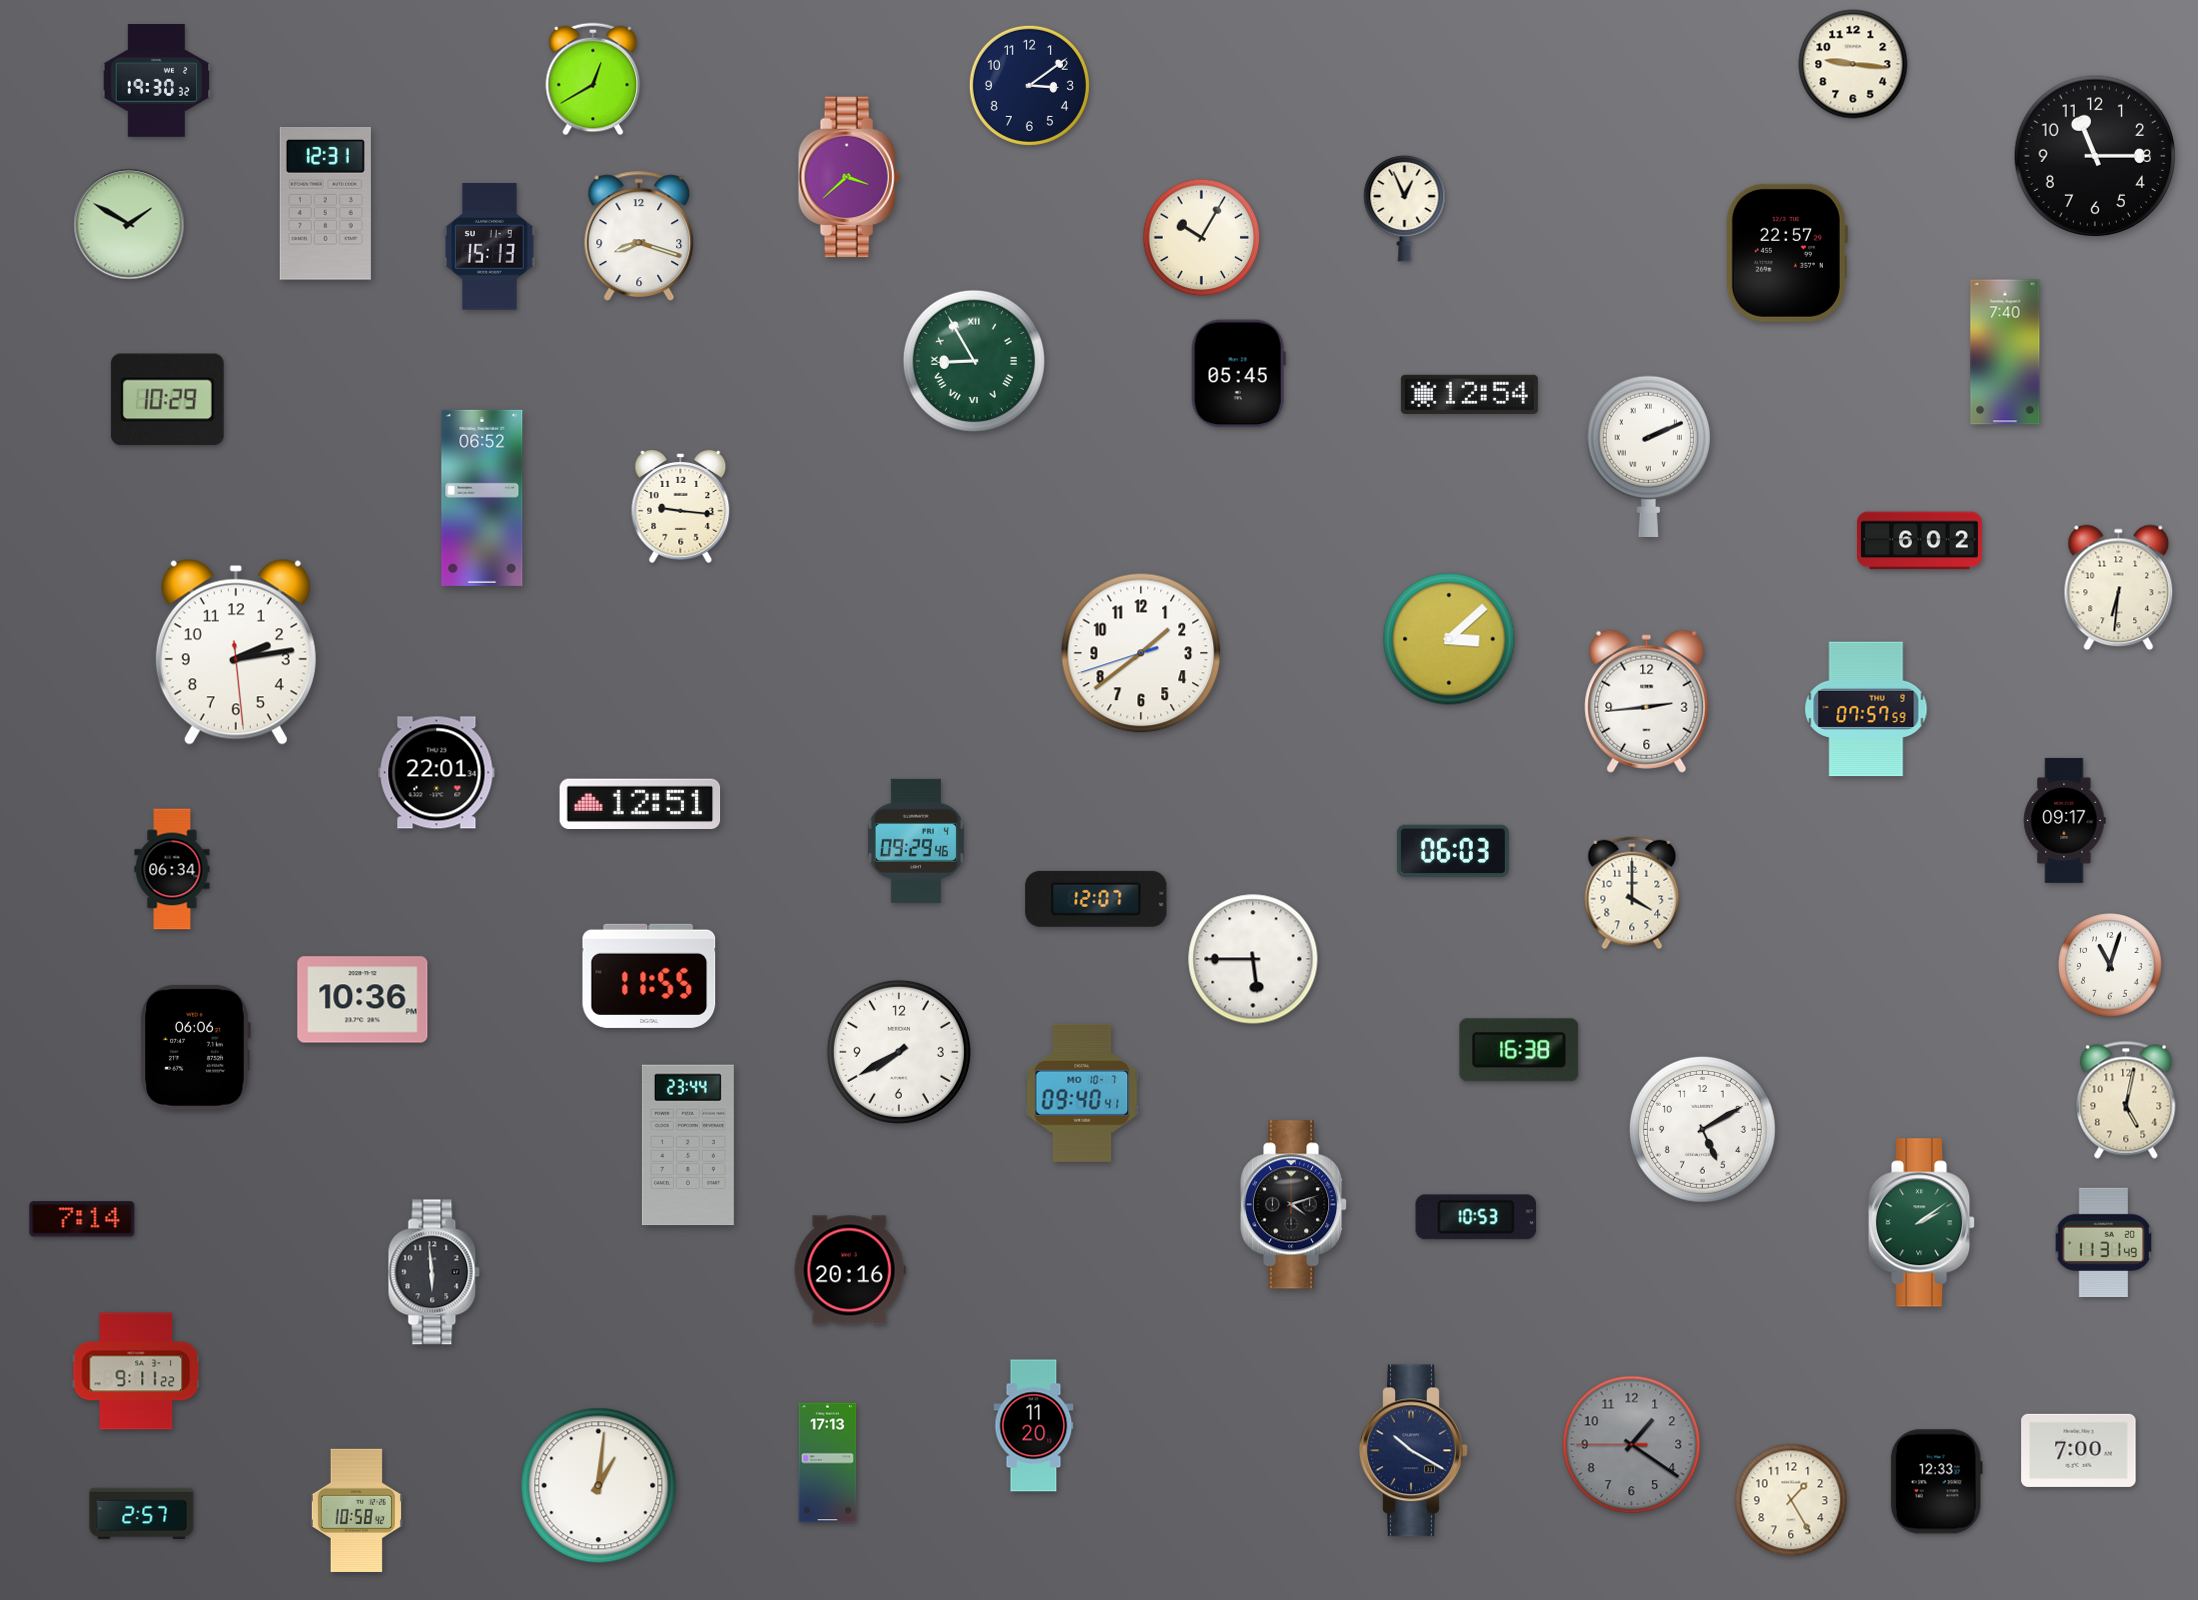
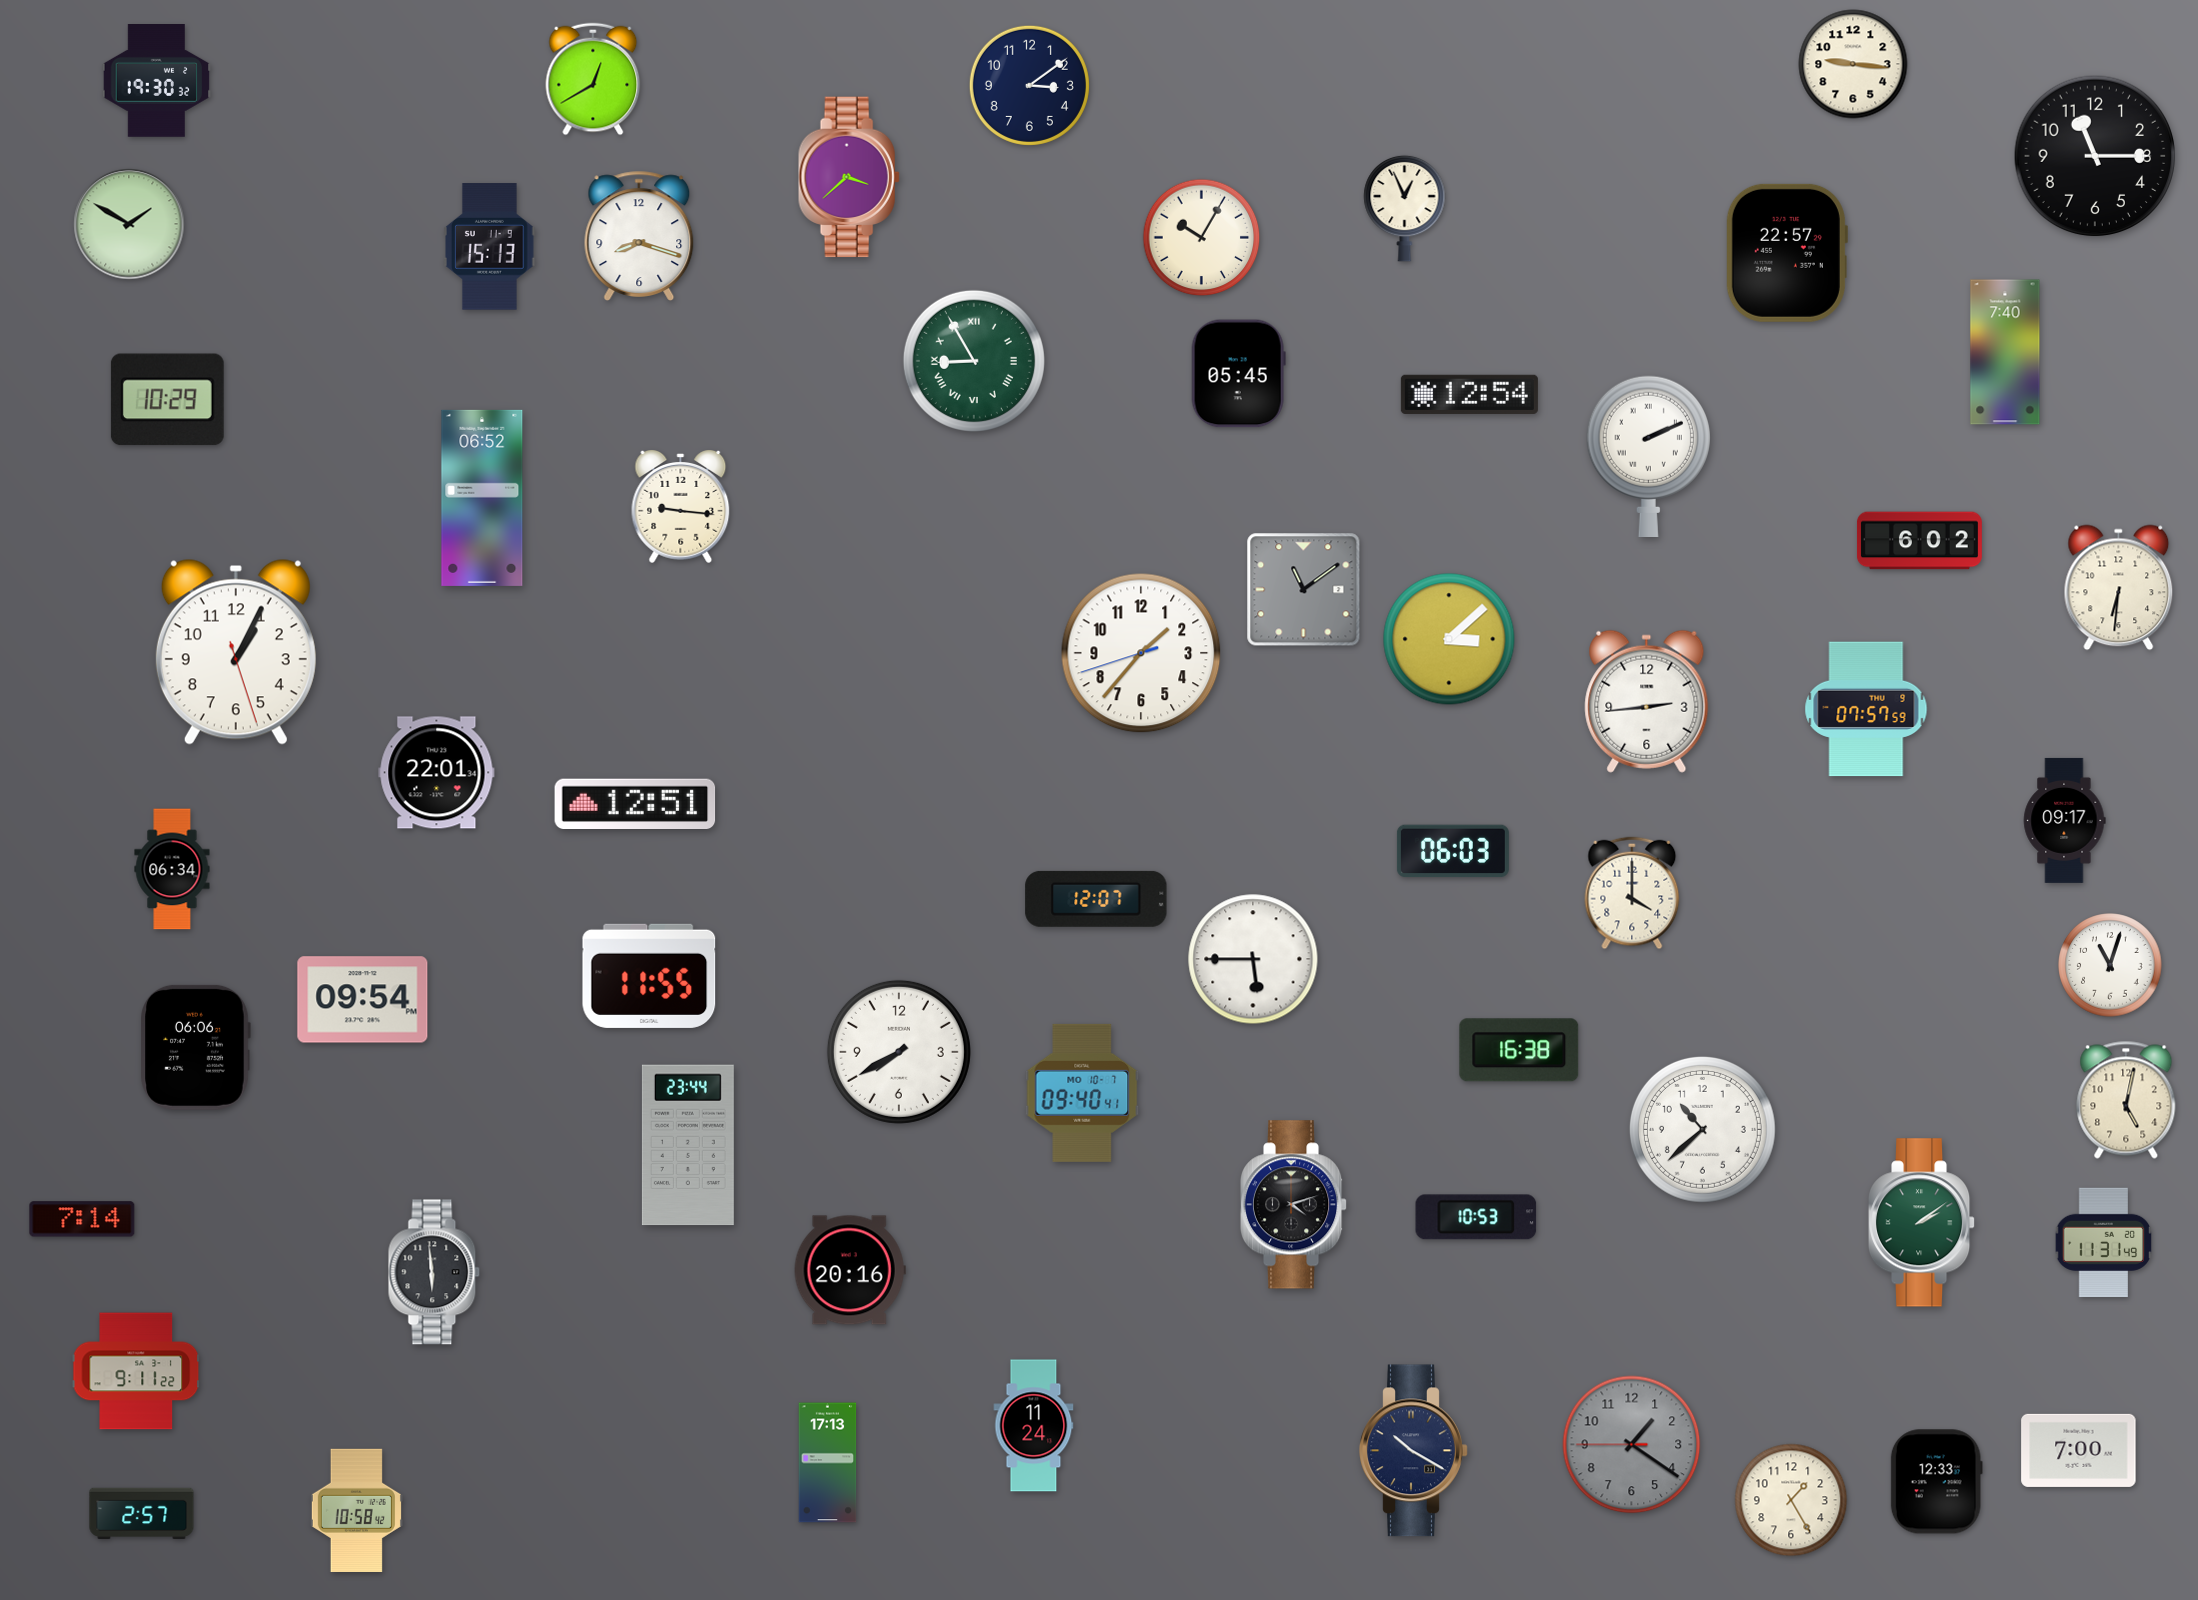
clock at (325, 203): 12:31 -> none
clock at (1304, 590): none -> 11:09
clock at (236, 652): 2:13 -> 1:04
clock at (1141, 653): 1:38 -> 1:36
clock at (640, 804) position: (640, 804) -> (635, 804)
clock at (916, 841): 09:29 -> none
clock at (363, 1000): 10:36 -> 09:54
clock at (1702, 1129): 5:10 -> 10:38
clock at (1034, 1426): 11:20 -> 11:24
clock at (599, 1486): 1:01 -> none
